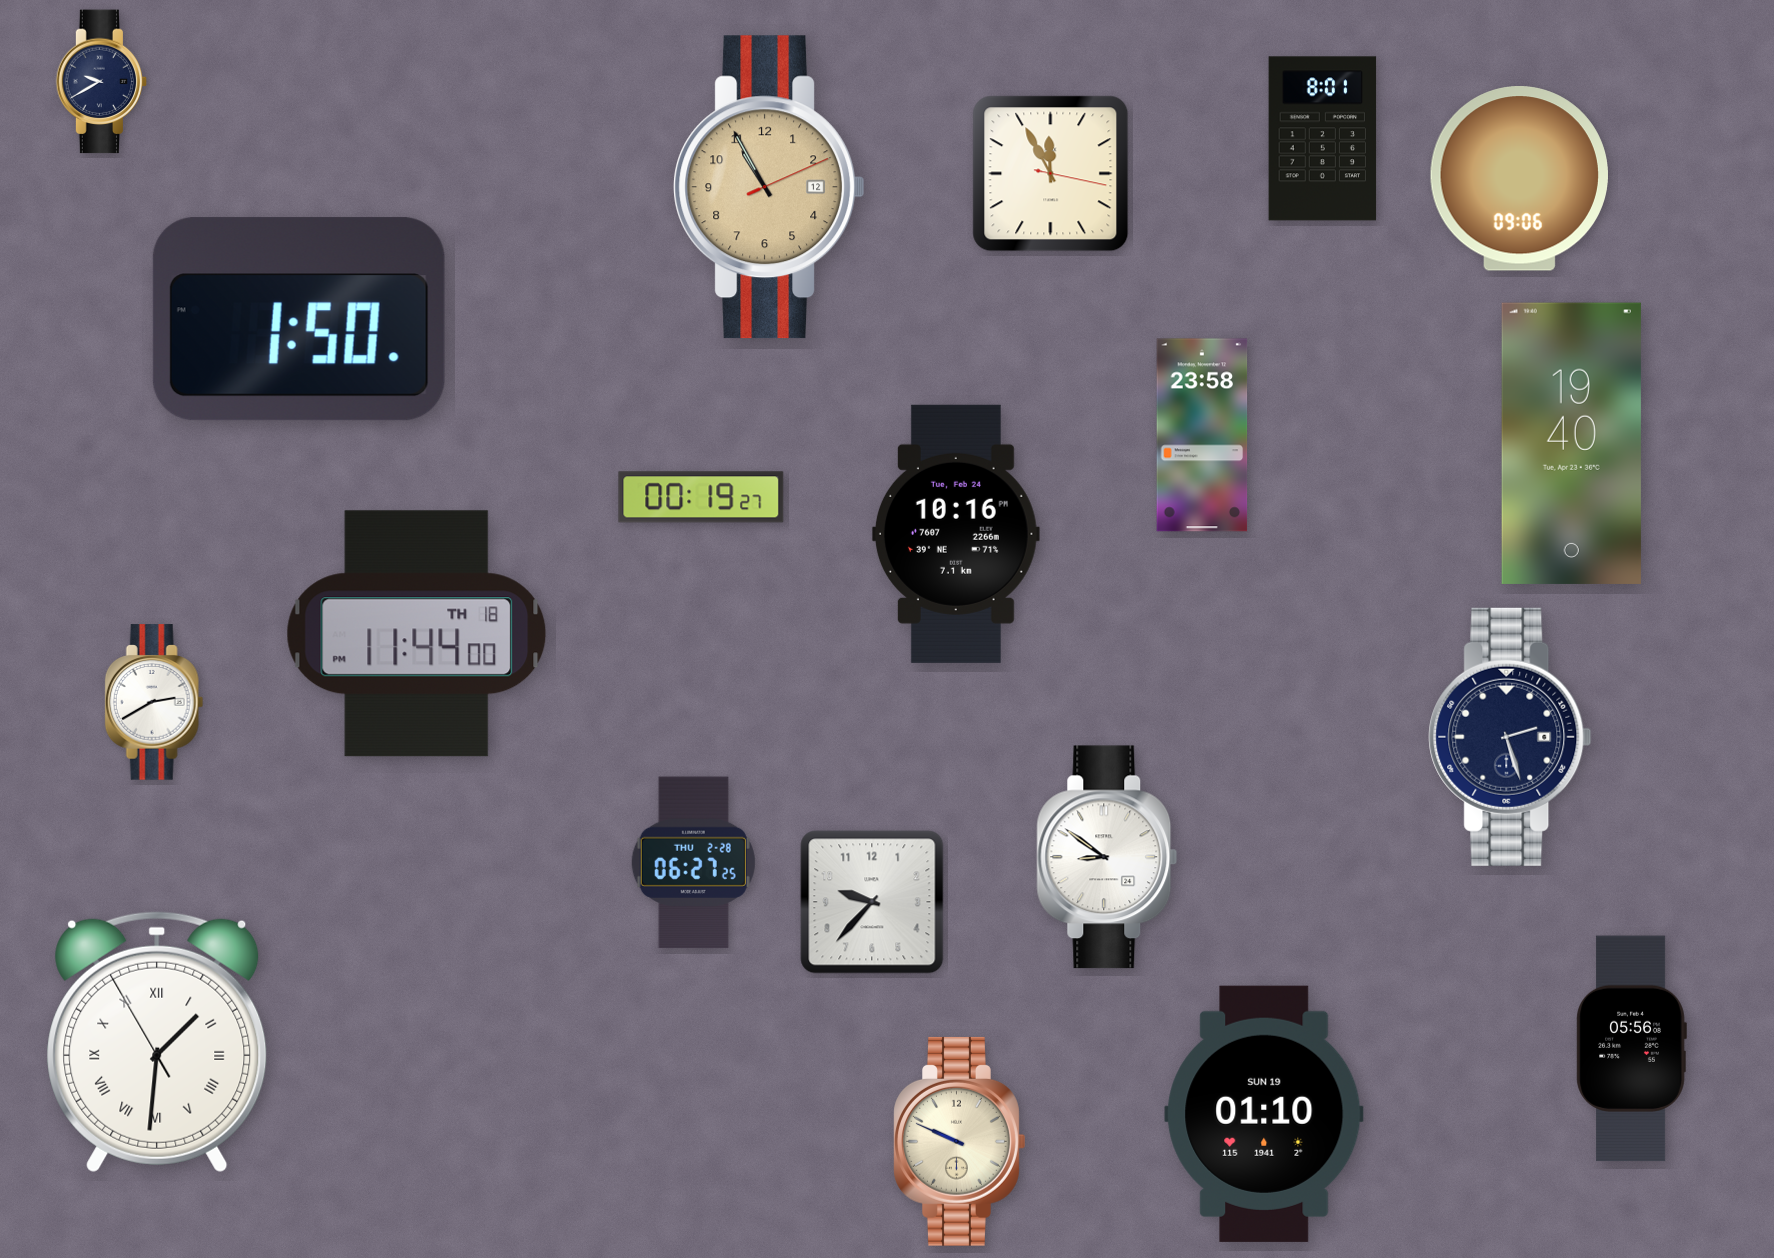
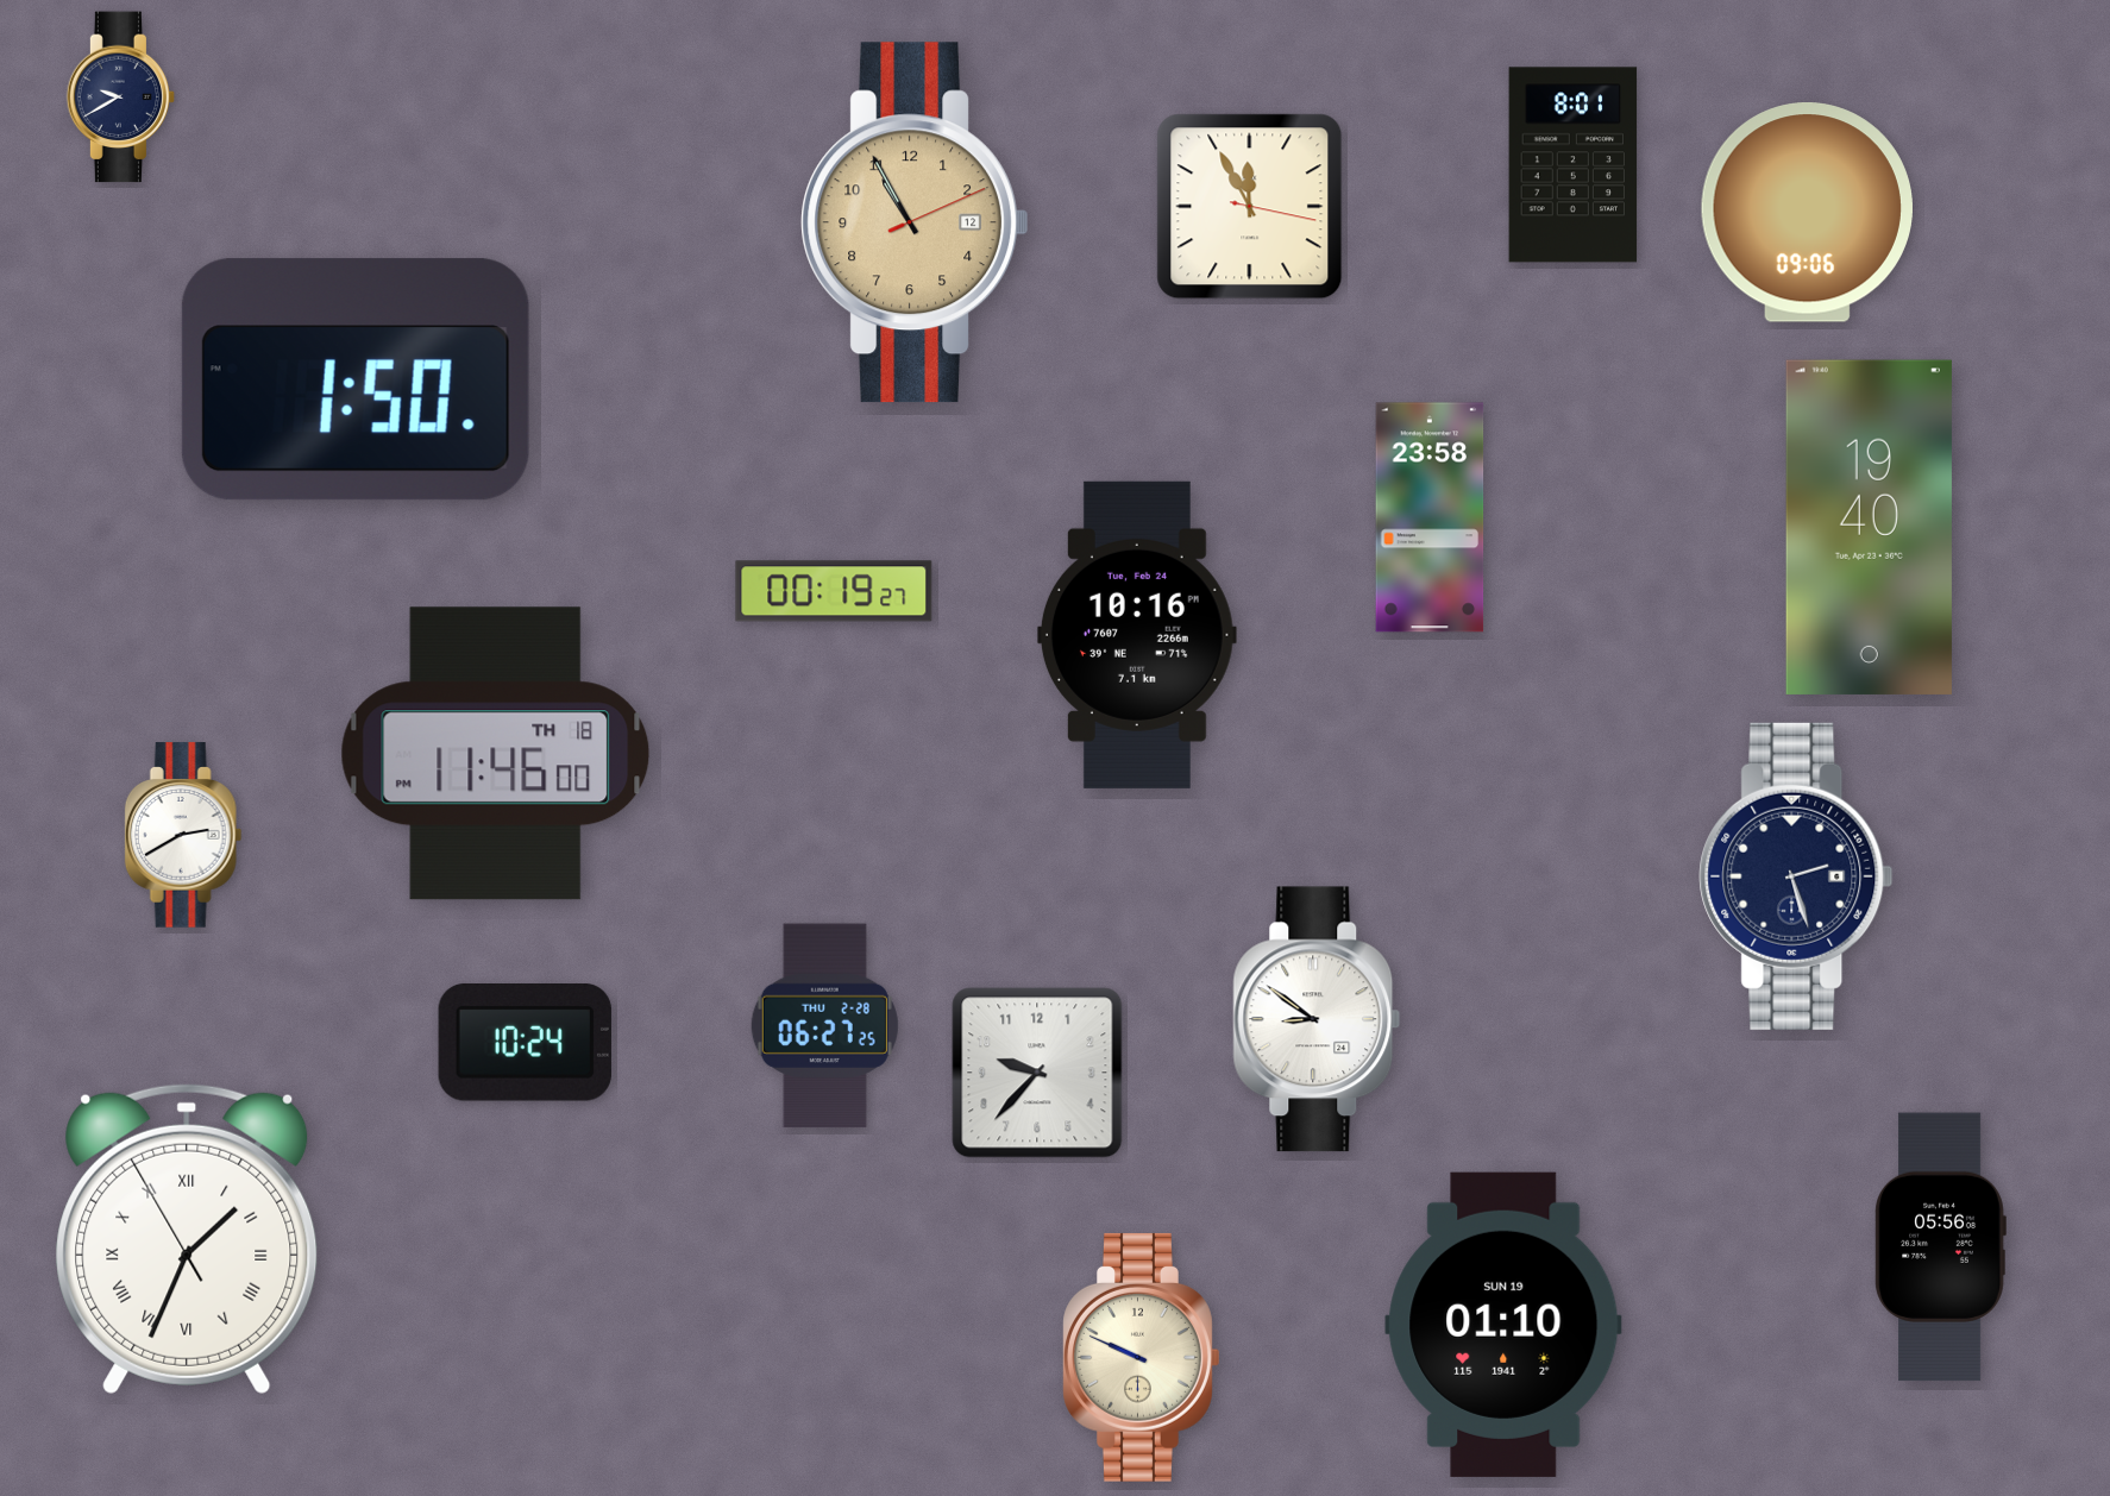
clock at (417, 634): 11:44 -> 11:46
clock at (525, 1043): none -> 10:24
clock at (157, 1042): 1:30 -> 1:33
